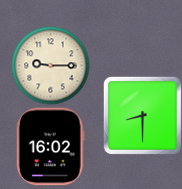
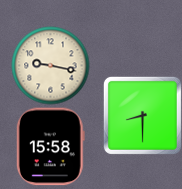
clock at (50, 65): 9:15 -> 9:17
clock at (50, 146): 16:02 -> 15:58
